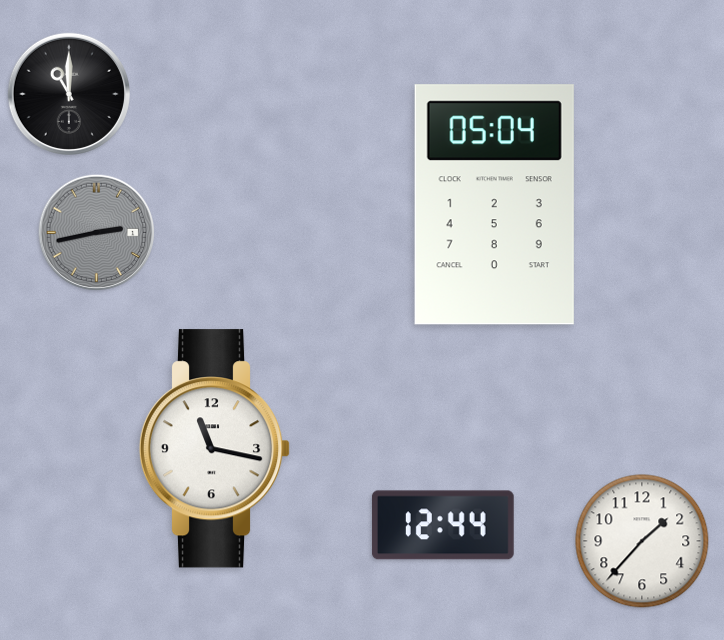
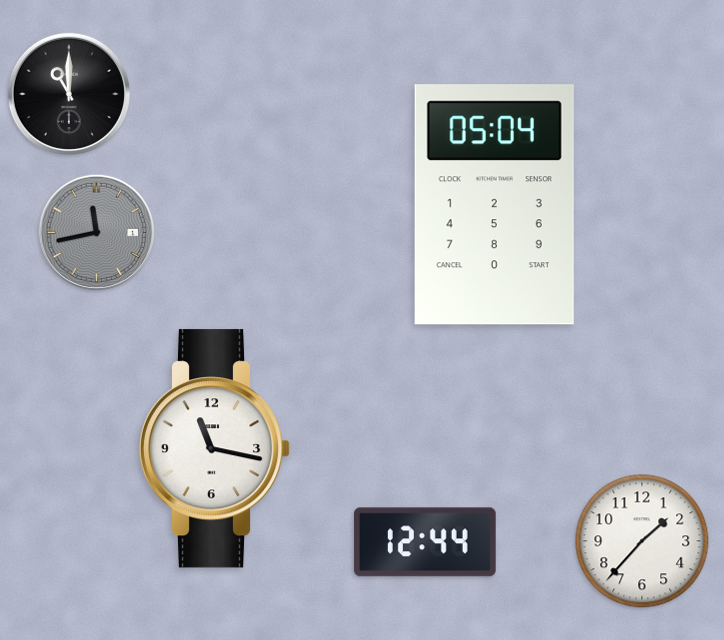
clock at (97, 233): 2:43 -> 11:43
clock at (443, 525) position: (443, 525) -> (425, 542)
